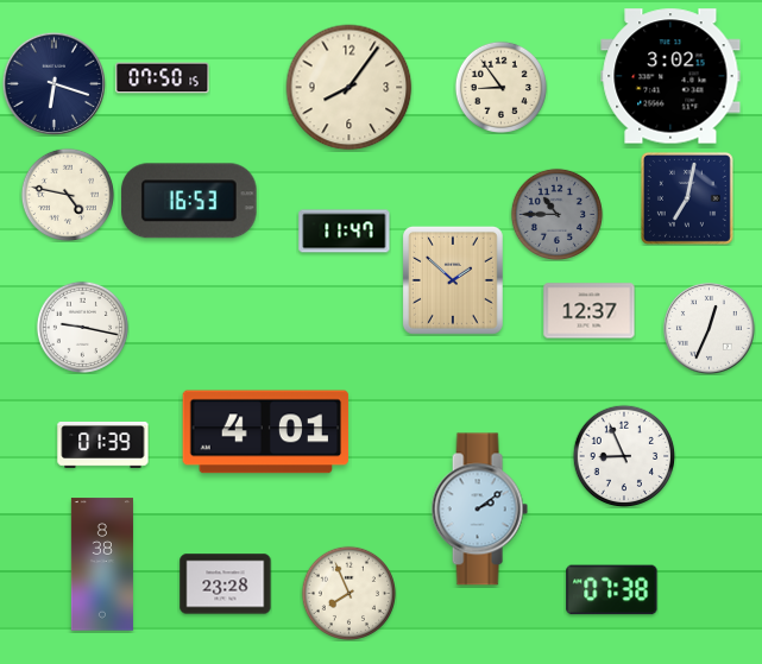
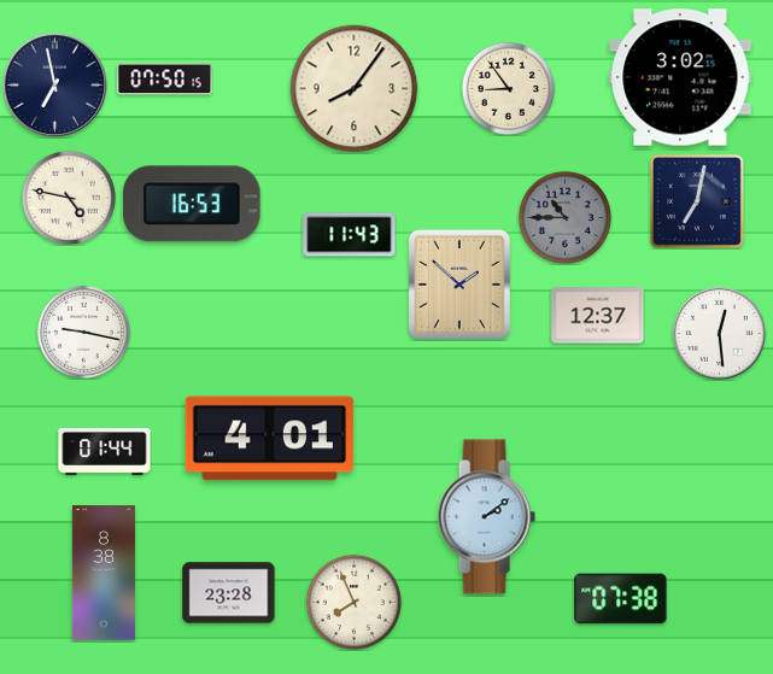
clock at (53, 83): 6:18 -> 6:58
clock at (345, 232): 11:47 -> 11:43
clock at (710, 329): 12:34 -> 12:29
clock at (103, 445): 01:39 -> 01:44
clock at (624, 456): 8:56 -> none
